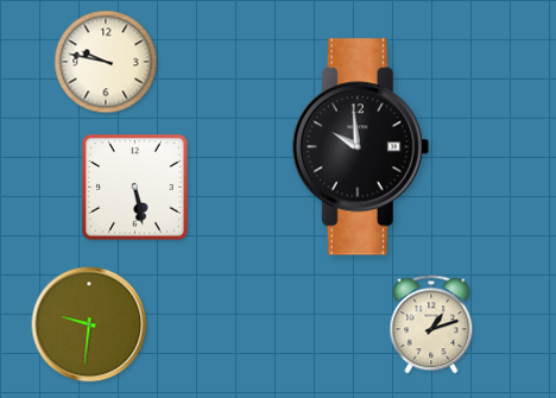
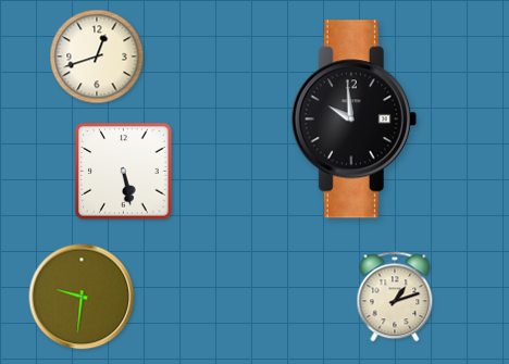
clock at (106, 62): 9:47 -> 12:42
clock at (360, 147) position: (360, 147) -> (353, 120)
